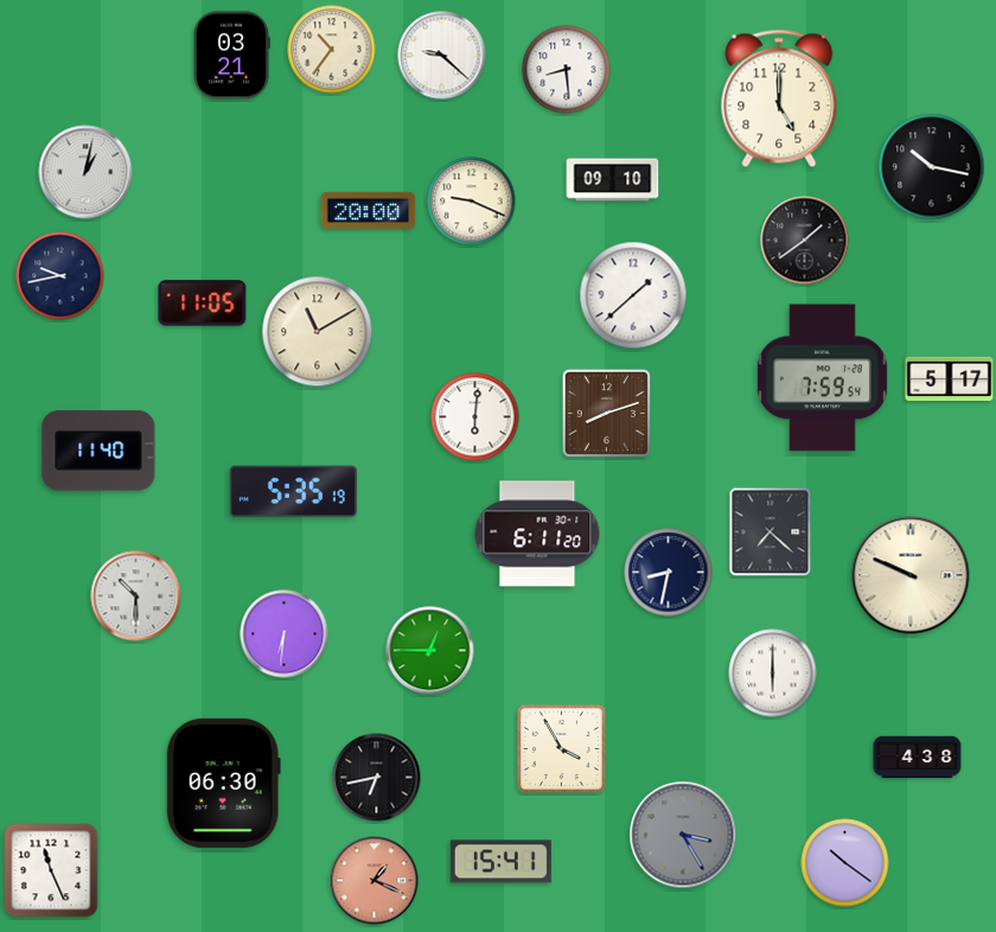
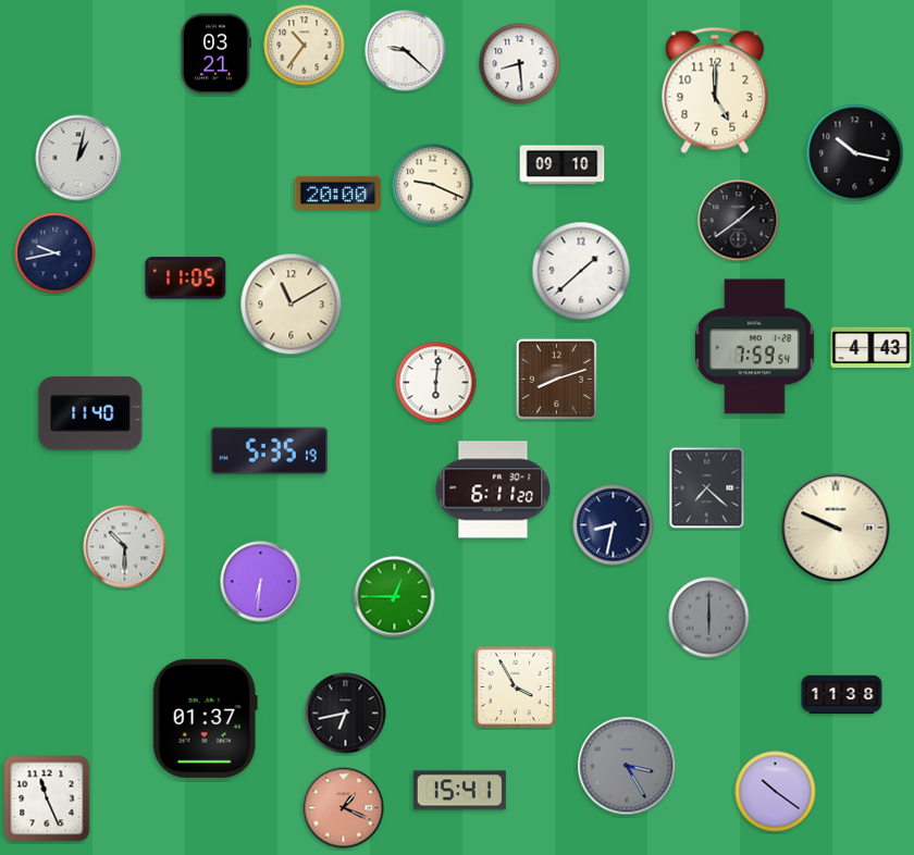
clock at (231, 56) position: (231, 56) -> (215, 54)
clock at (950, 378): 5:17 -> 4:43
clock at (773, 674) dial: white -> grey
clock at (918, 758): 4:38 -> 11:38
clock at (223, 783): 06:30 -> 01:37
